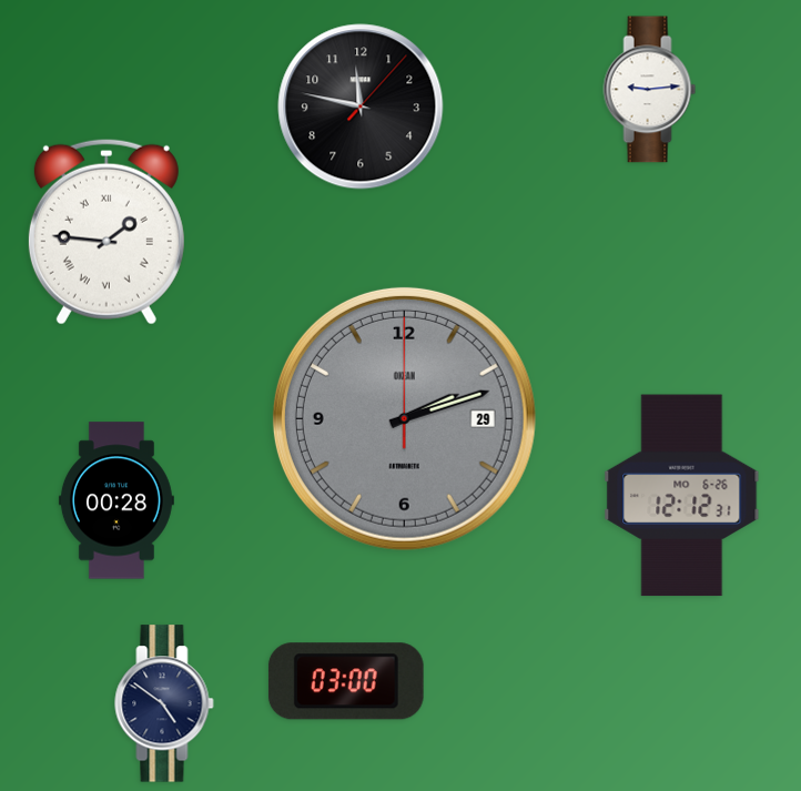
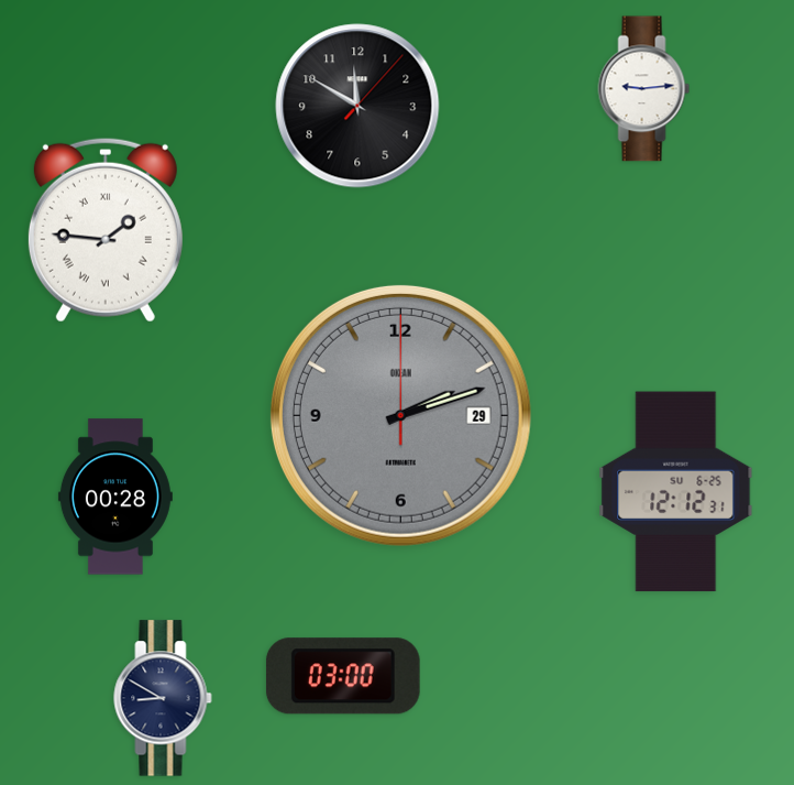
clock at (361, 107): 11:47 -> 11:50
clock at (682, 496) date: MO 6-26 -> SU 6-25
clock at (164, 703): 4:51 -> 8:50
